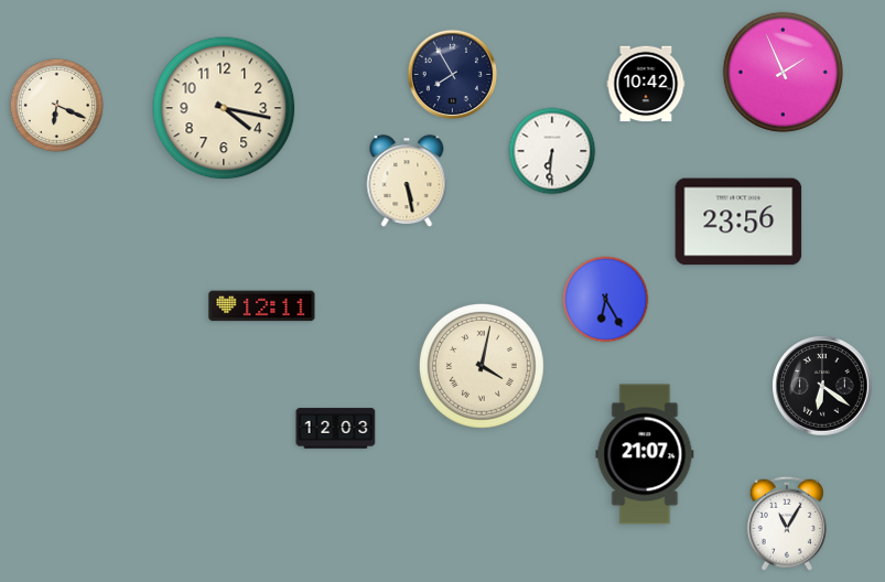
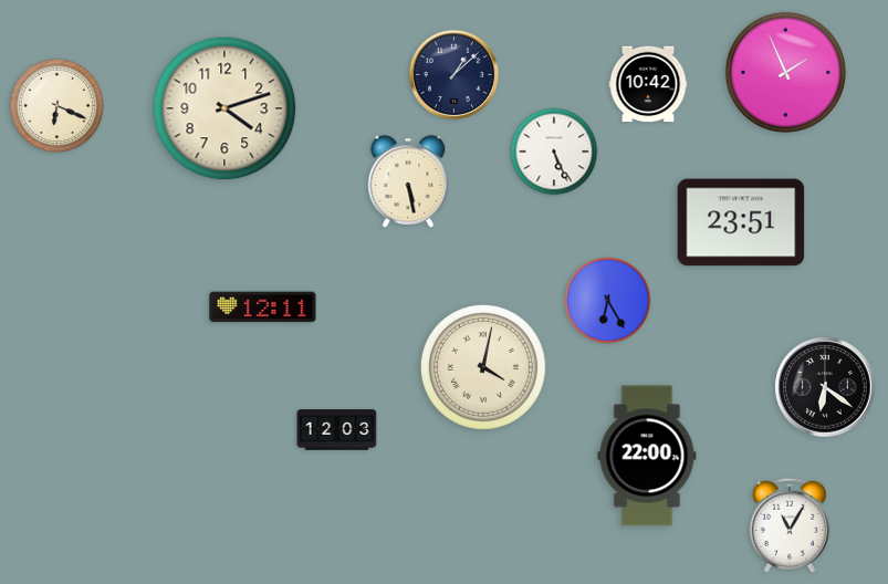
clock at (453, 75): 7:55 -> 1:08
clock at (224, 108): 4:17 -> 4:12
clock at (552, 151): 6:31 -> 5:26
clock at (738, 222): 23:56 -> 23:51
clock at (645, 454): 21:07 -> 22:00
